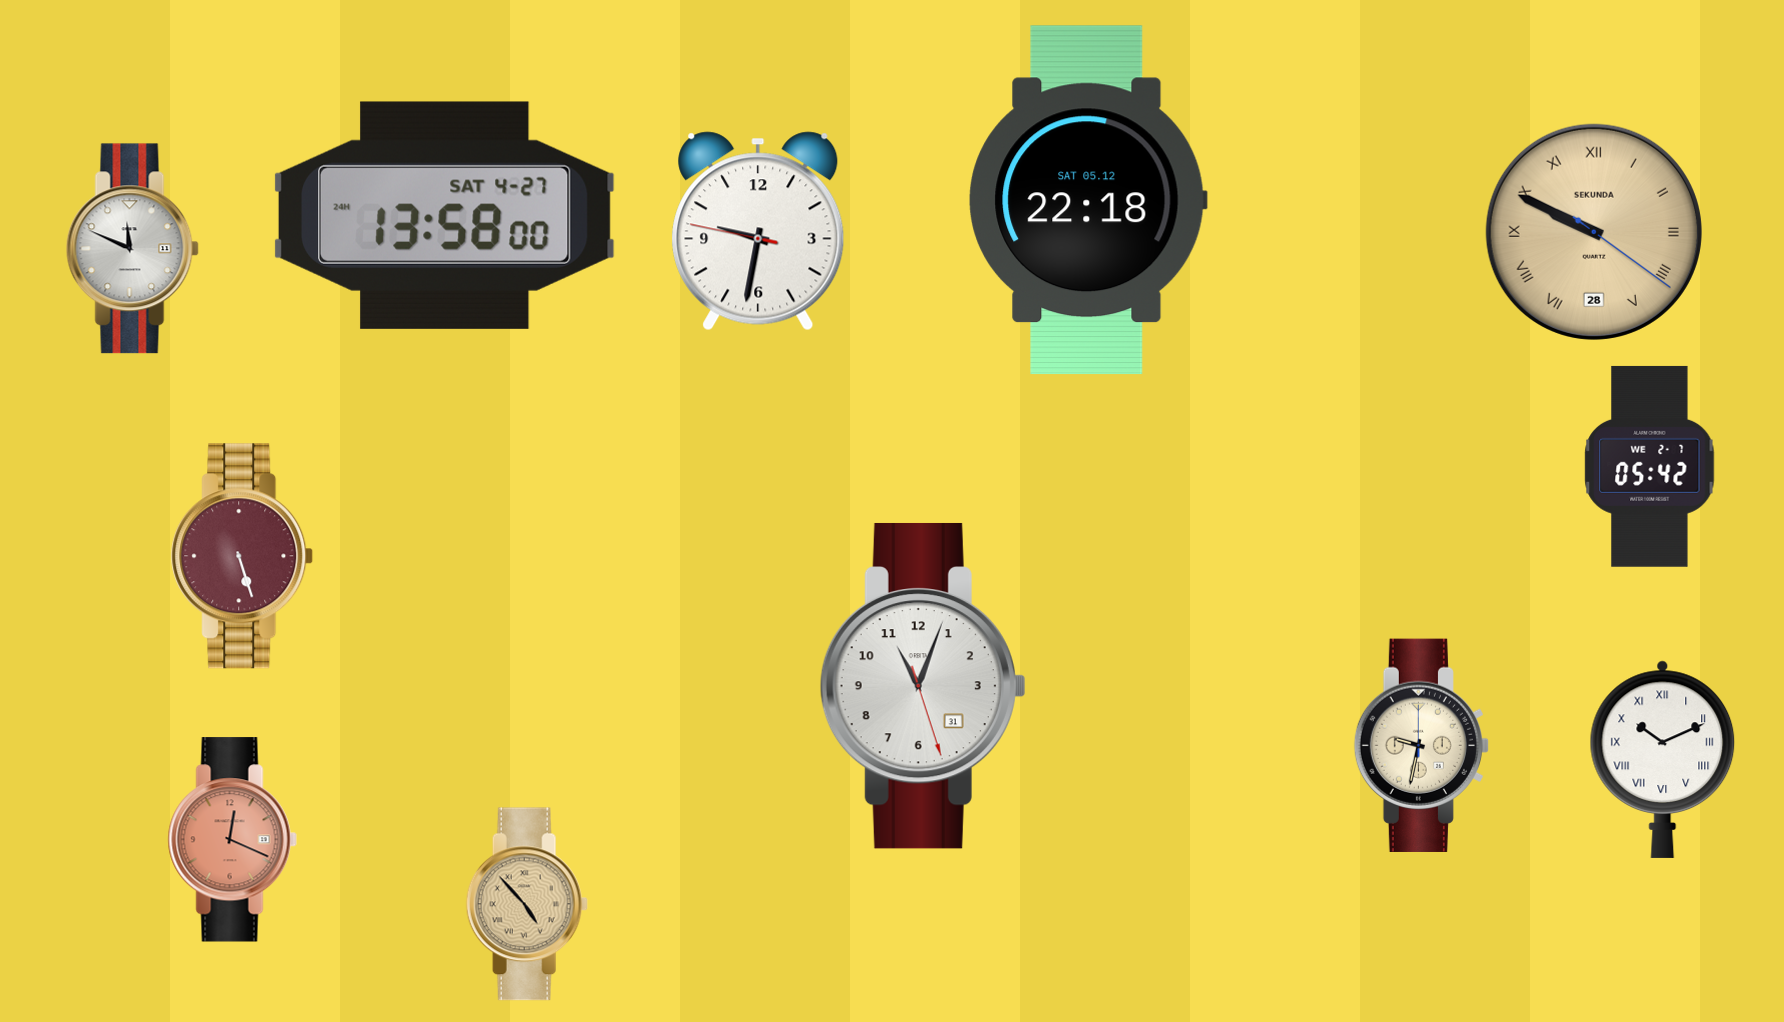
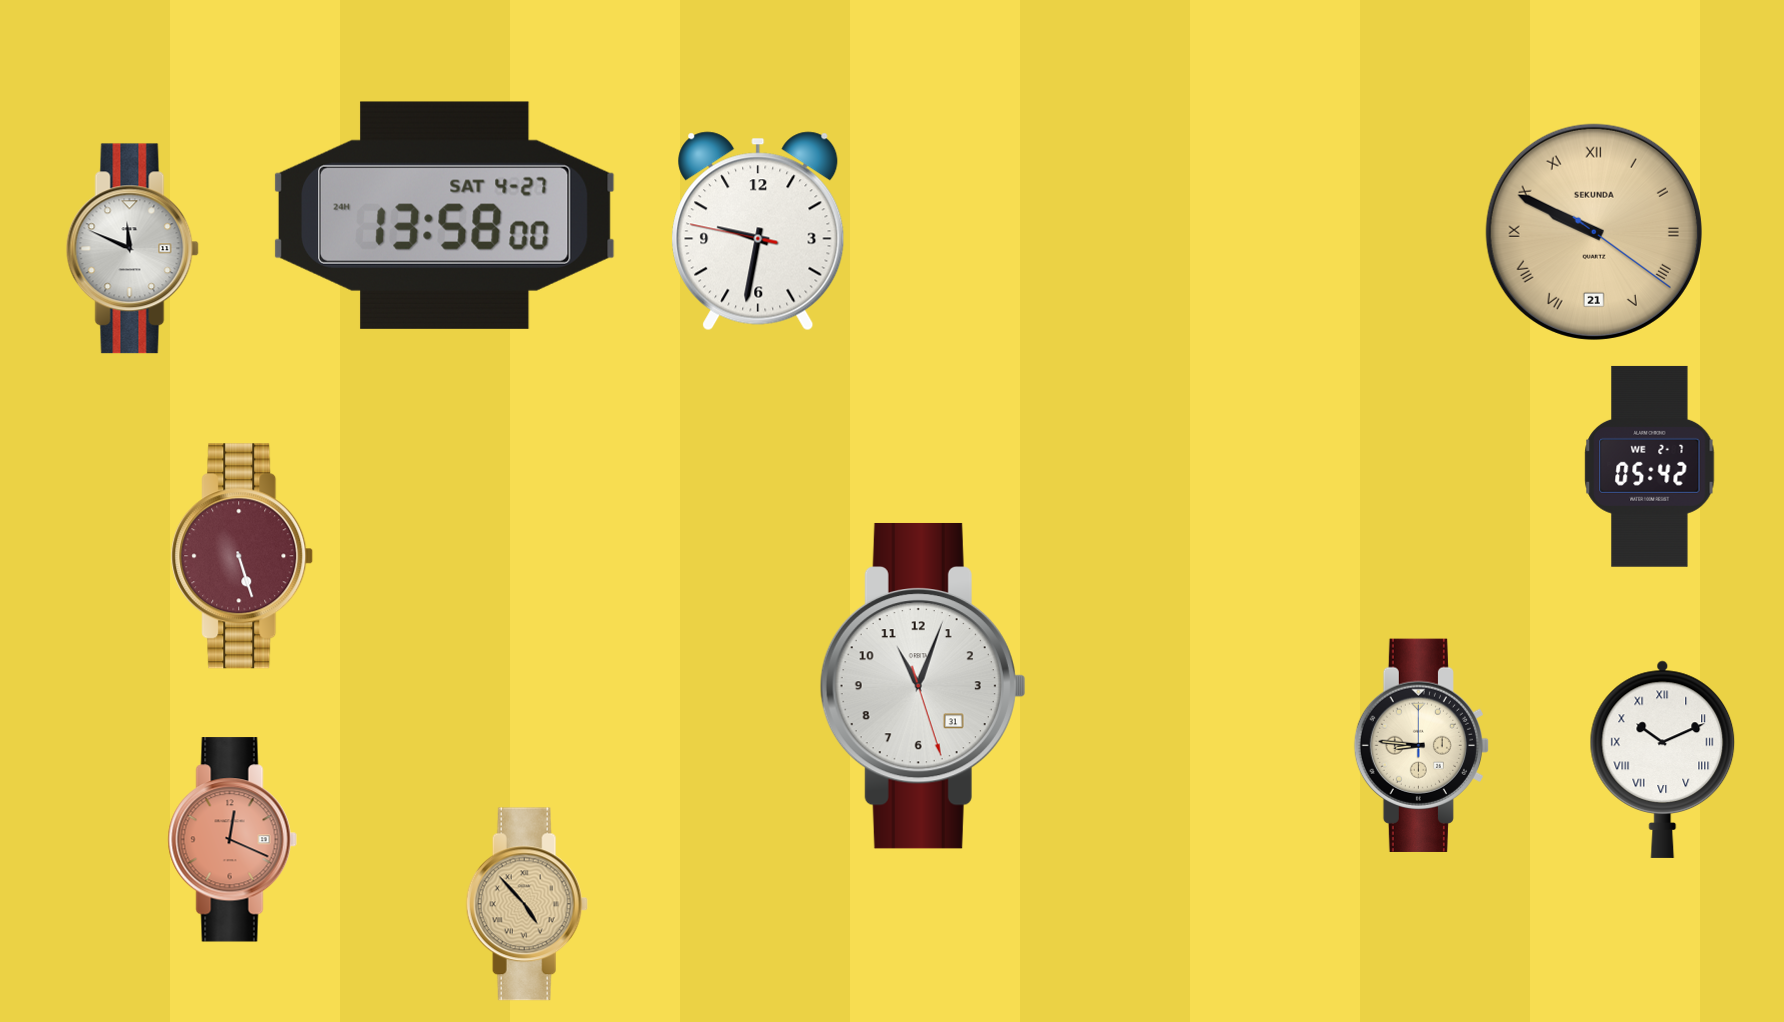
clock at (1088, 200): 22:18 -> none
clock at (1594, 232) date: 28 -> 21
clock at (1421, 745): 9:32 -> 8:46
